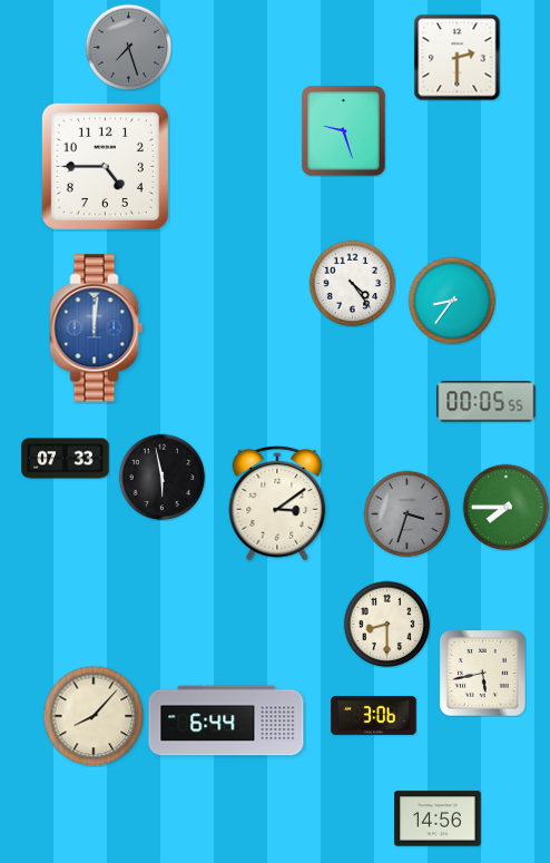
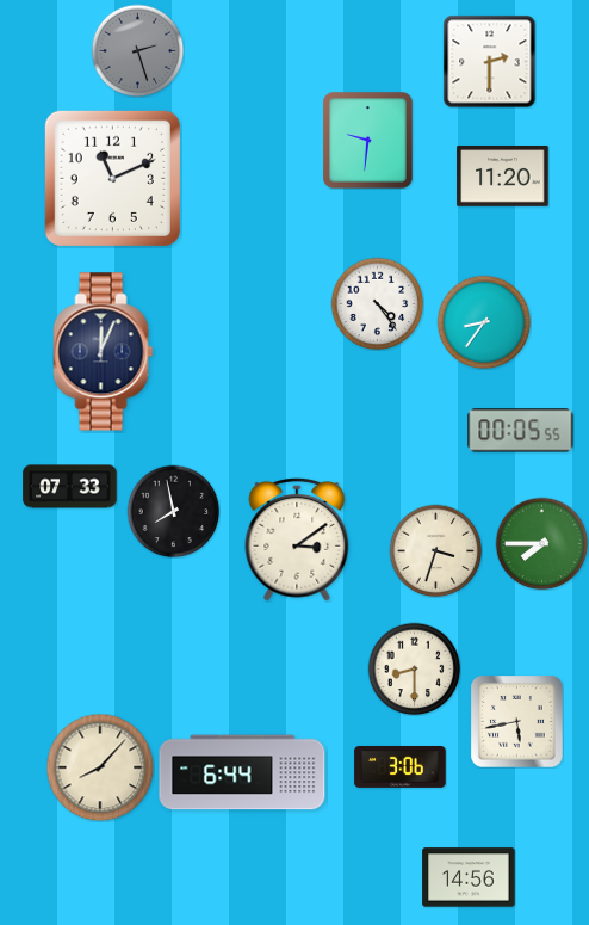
clock at (128, 47): 7:27 -> 2:27
clock at (344, 131): 9:27 -> 9:31
clock at (503, 177): none -> 11:20
clock at (105, 166): 4:45 -> 11:11
clock at (97, 328): 12:01 -> 12:04
clock at (97, 328) dial: blue -> navy
clock at (66, 459) position: (66, 459) -> (70, 487)
clock at (161, 477): 5:58 -> 7:58
clock at (406, 513) dial: grey -> cream
